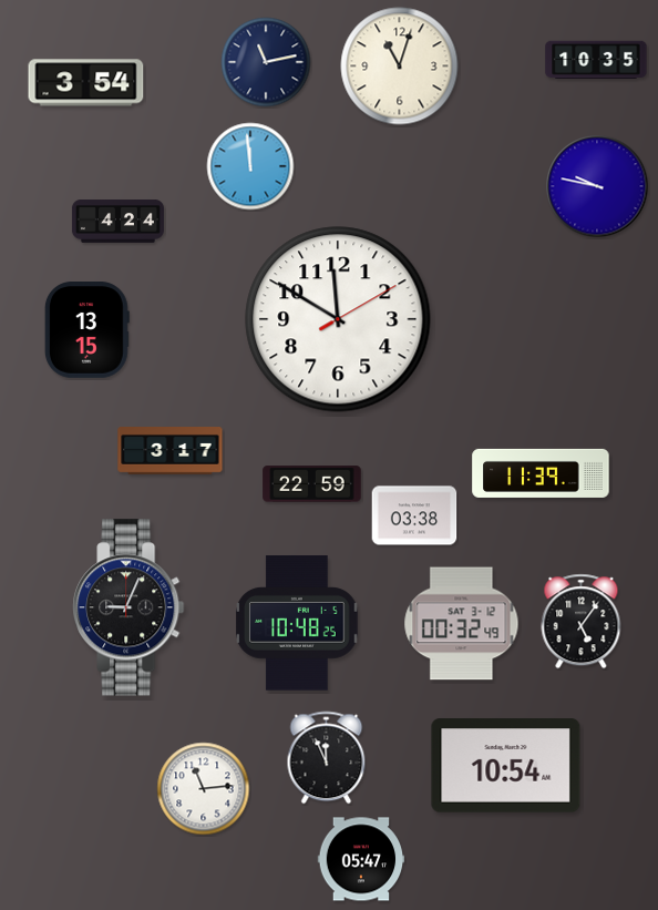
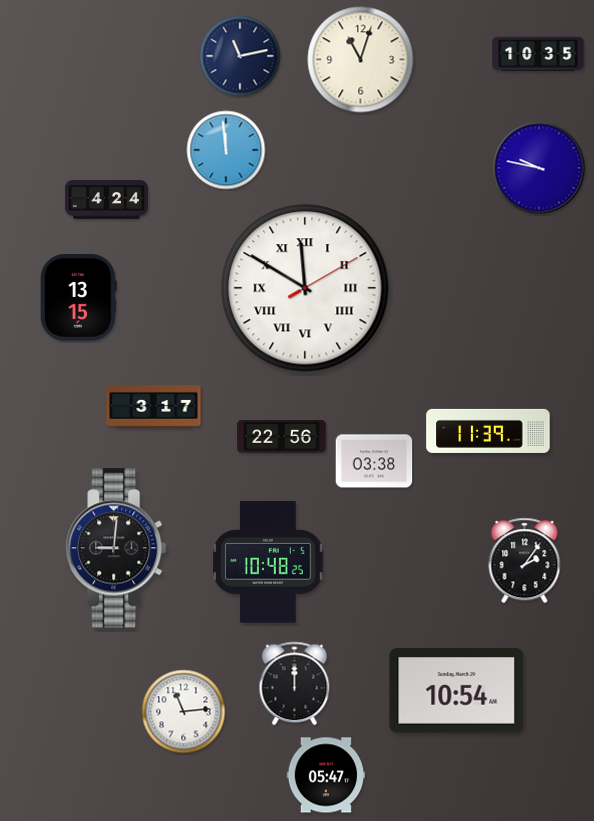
clock at (86, 83): 3:54 -> none
clock at (338, 319) numerals: Arabic -> Roman
clock at (541, 473) position: (541, 473) -> (488, 431)
clock at (312, 484): 22:59 -> 22:56
clock at (414, 515) position: (414, 515) -> (374, 461)
clock at (128, 607): 9:04 -> 9:01
clock at (582, 622): 5:06 -> 2:06
clock at (462, 624): 00:32 -> none
clock at (327, 758): 11:56 -> 12:00
